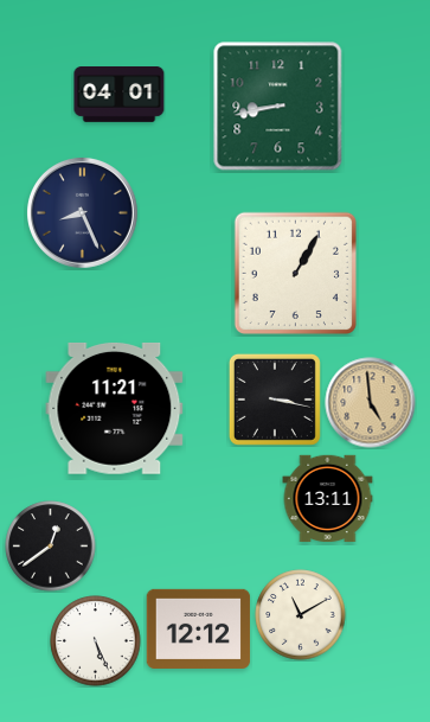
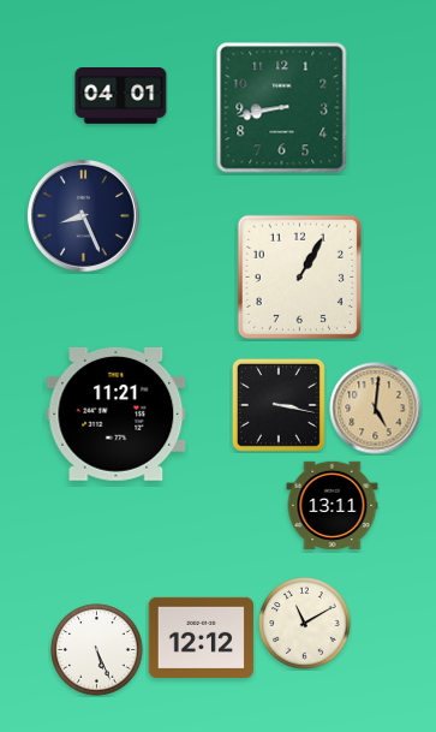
clock at (371, 403): 4:59 -> 5:01
clock at (51, 547): 12:39 -> none
